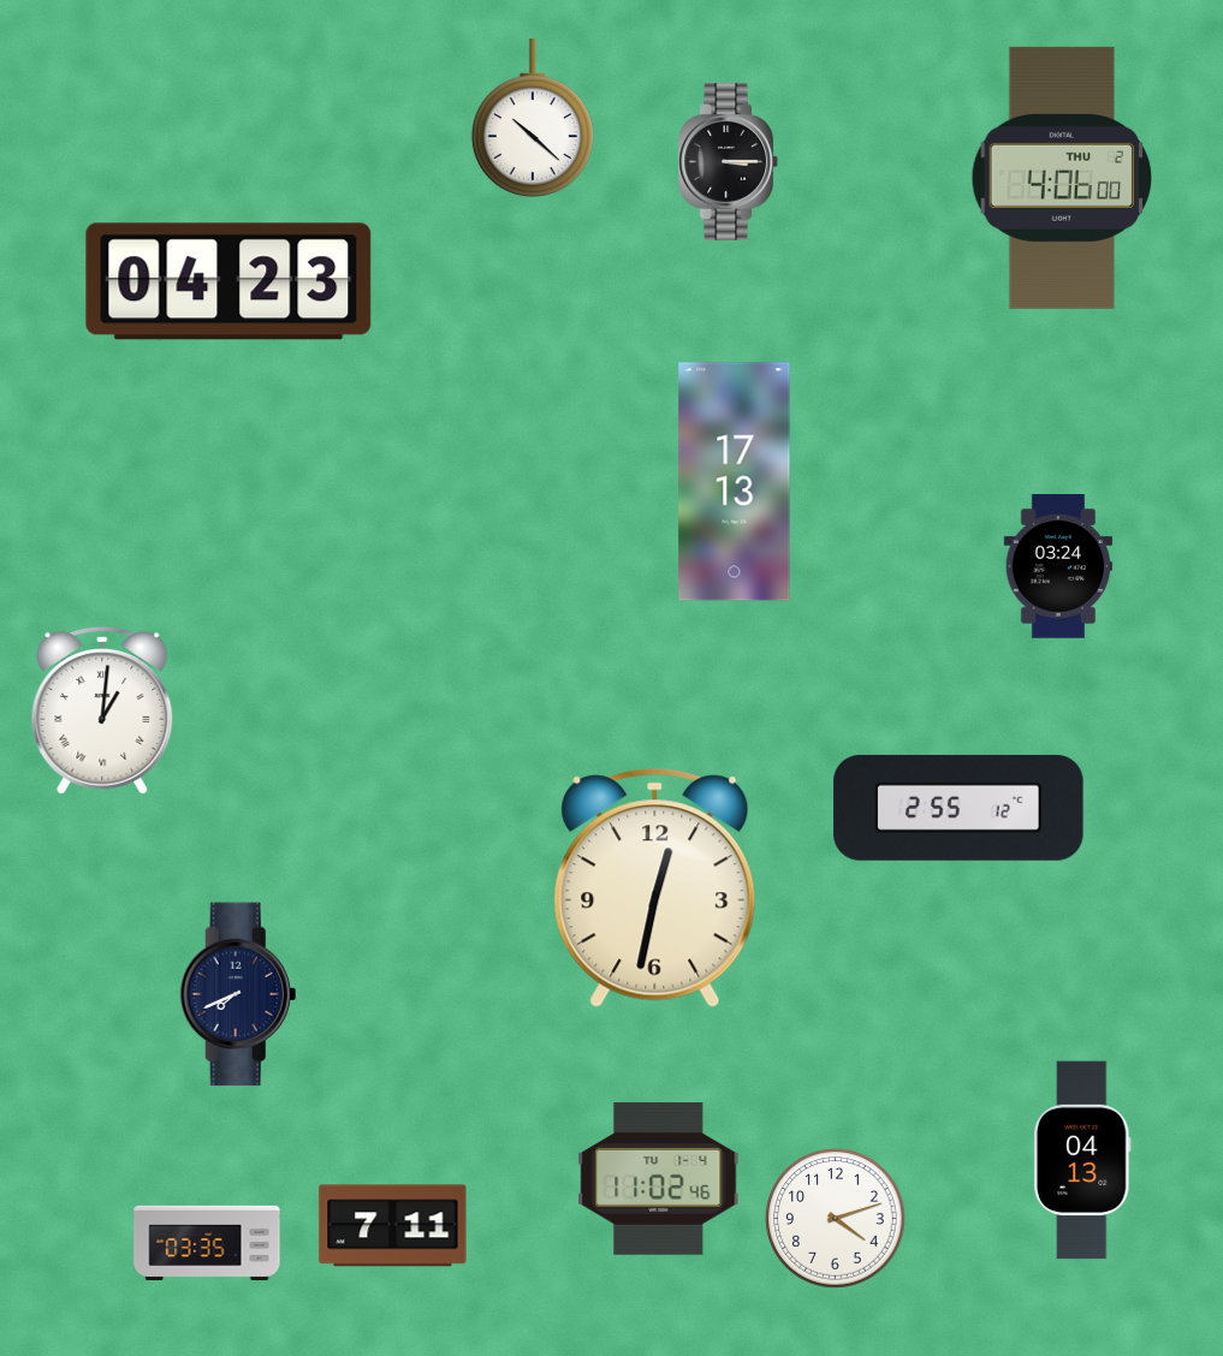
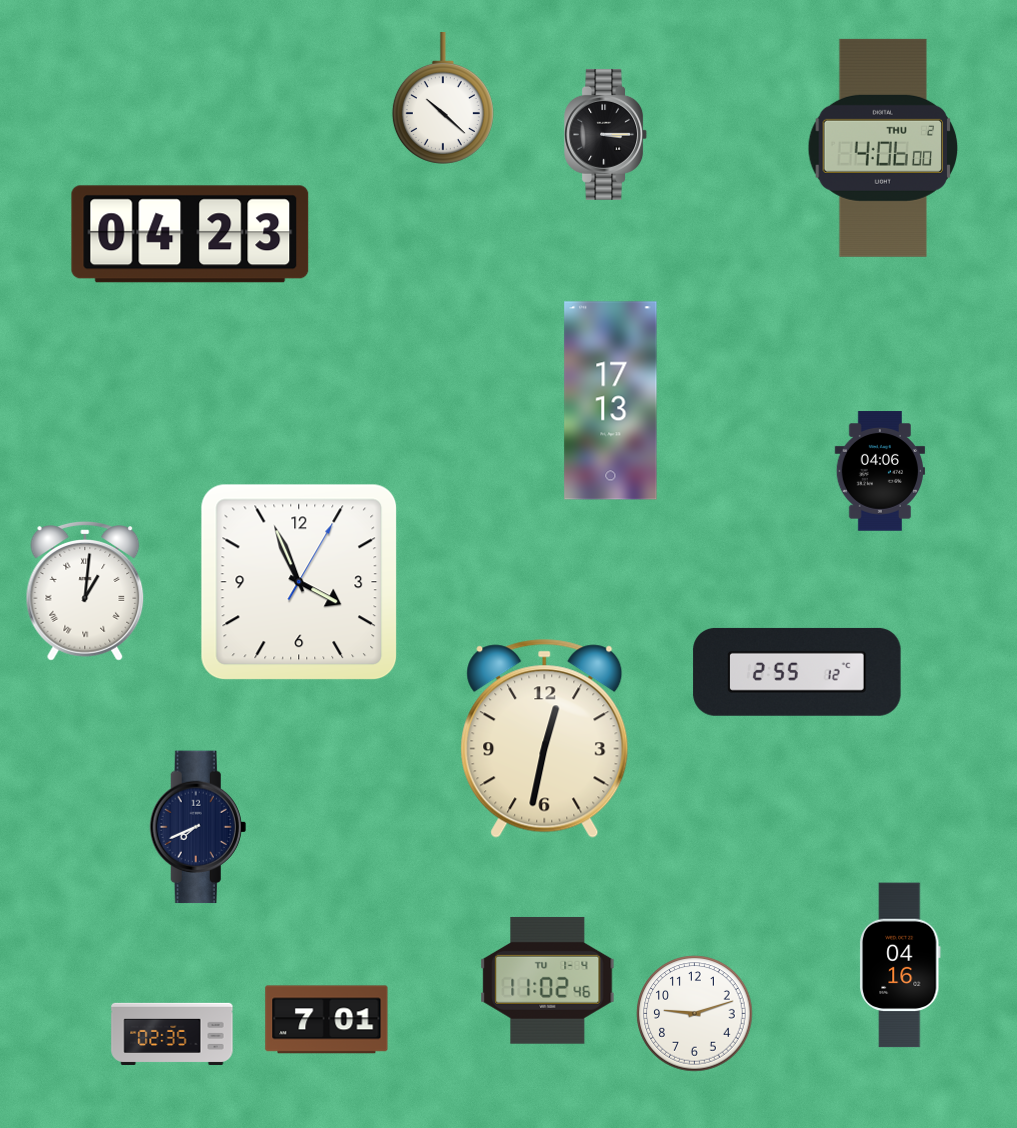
clock at (1057, 566): 03:24 -> 04:06
clock at (299, 582): none -> 3:56
clock at (1082, 1160): 04:13 -> 04:16
clock at (836, 1219): 4:12 -> 9:12
clock at (393, 1226): 7:11 -> 7:01
clock at (207, 1243): 03:35 -> 02:35
